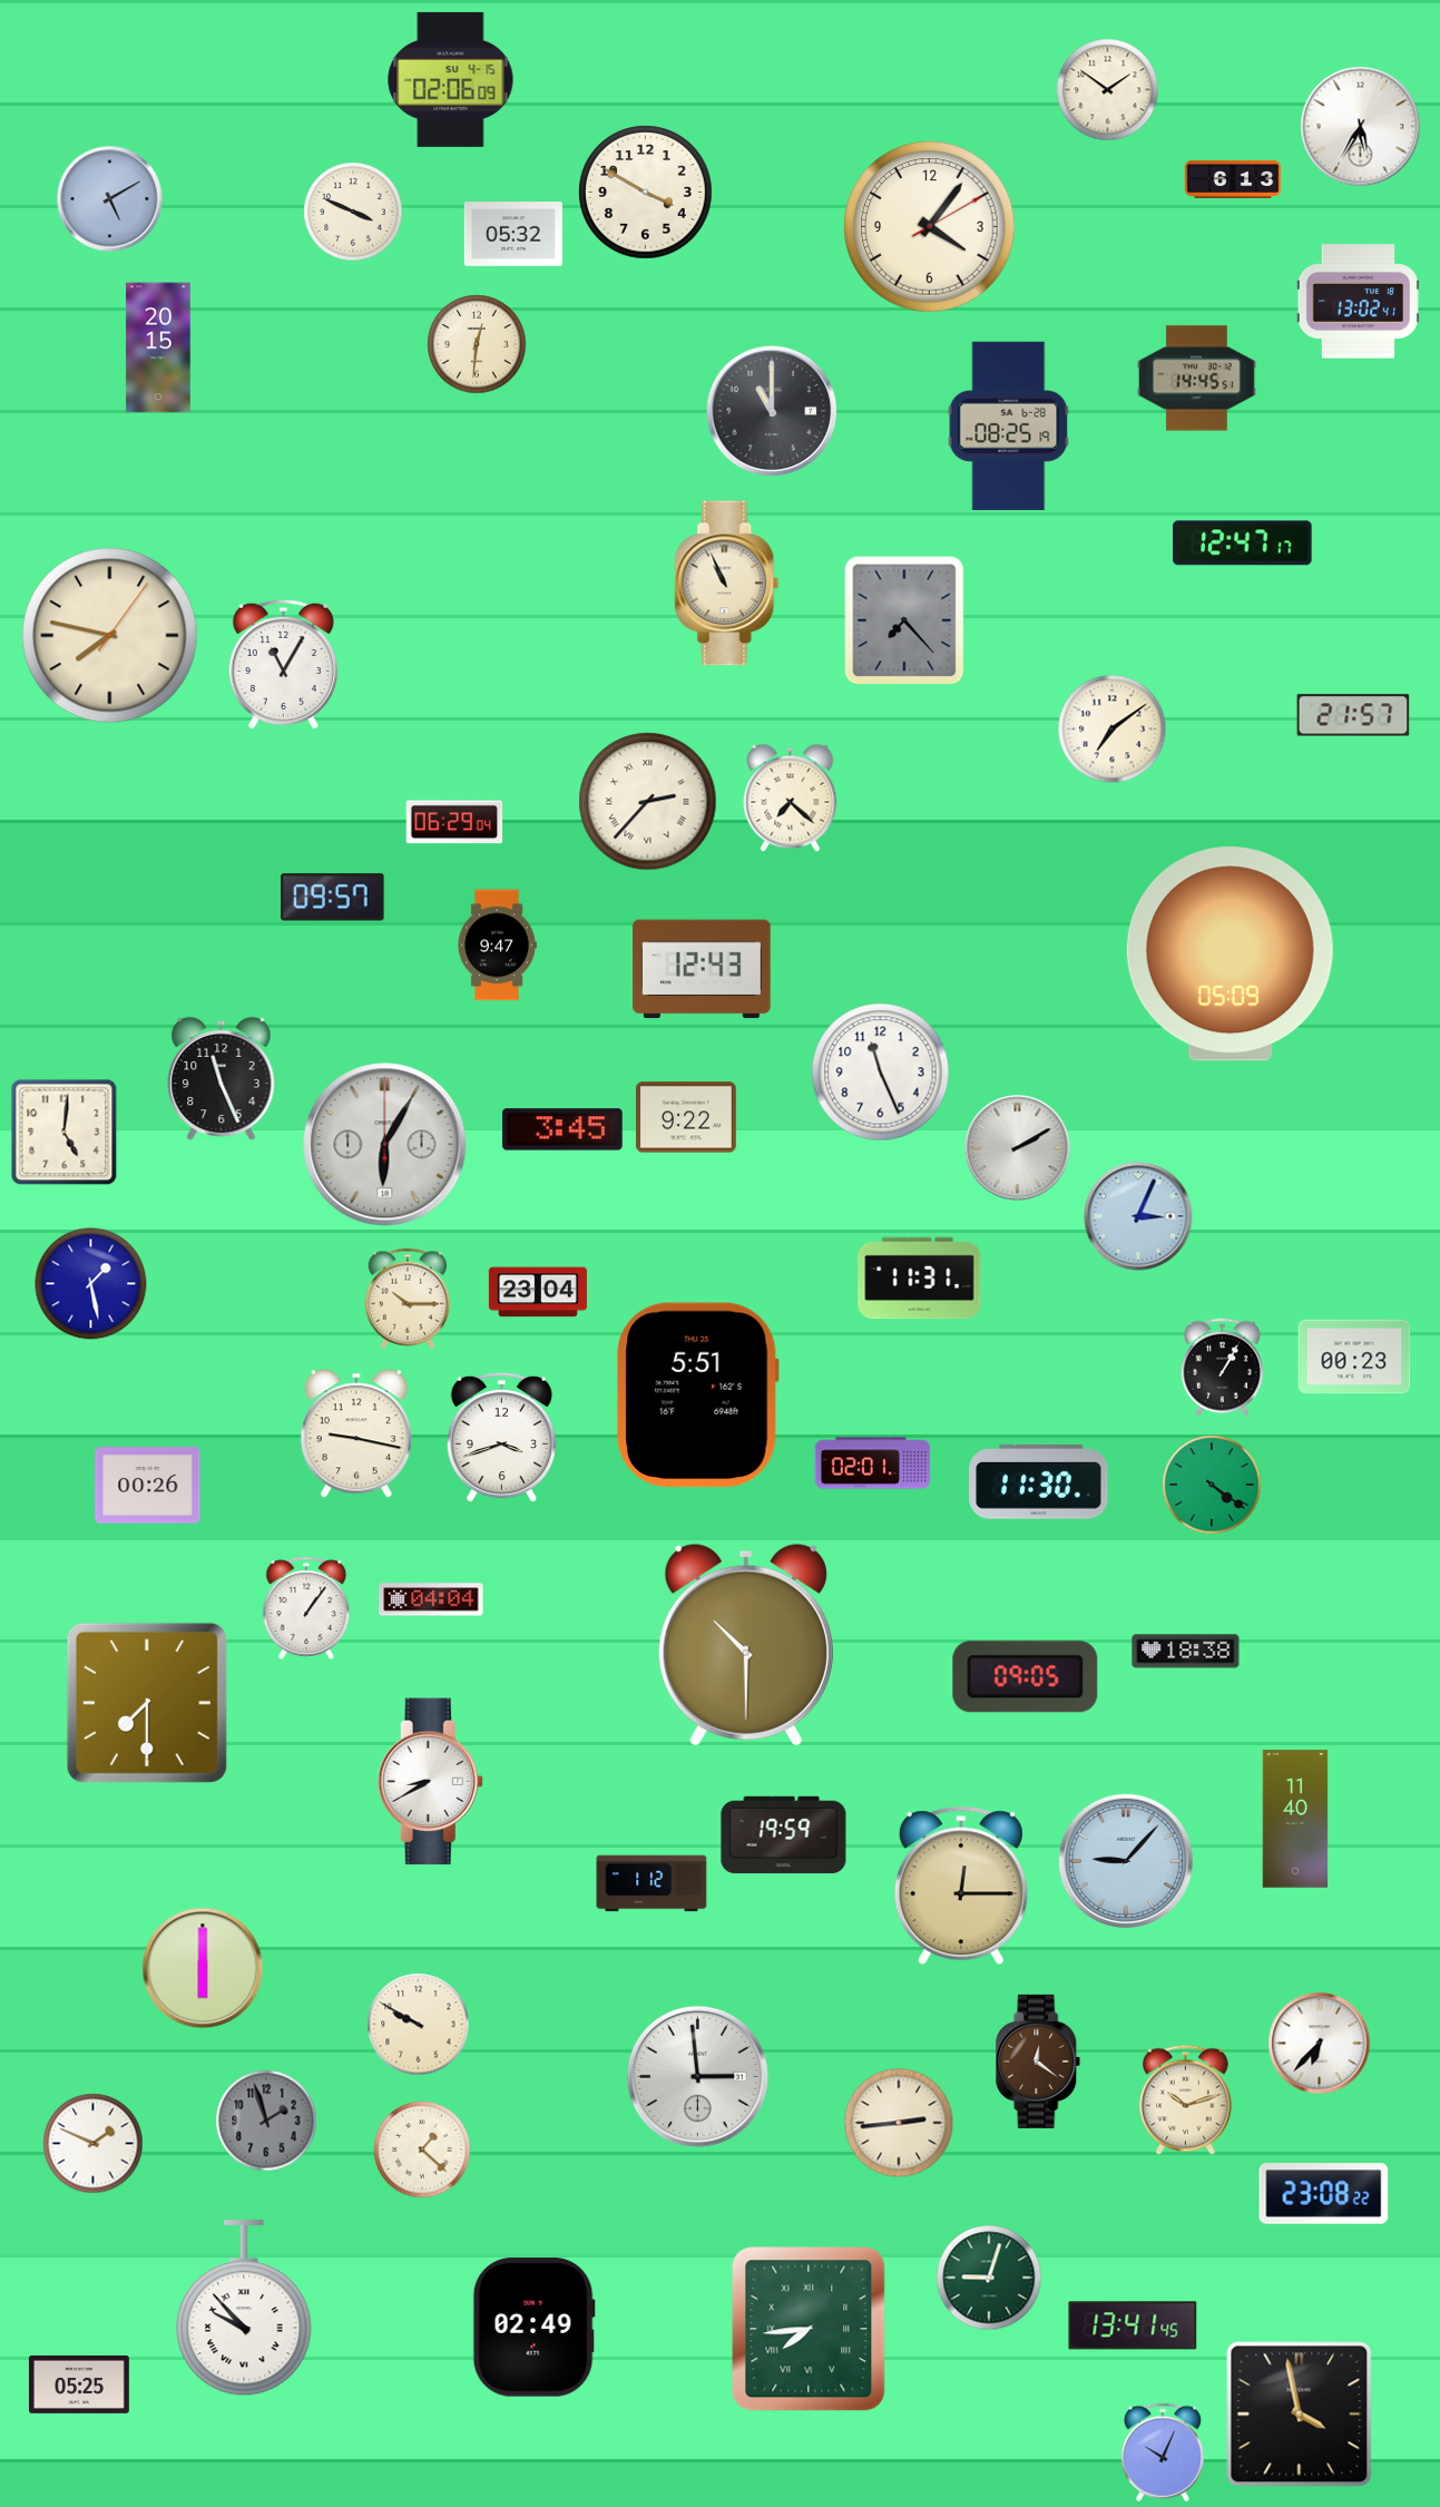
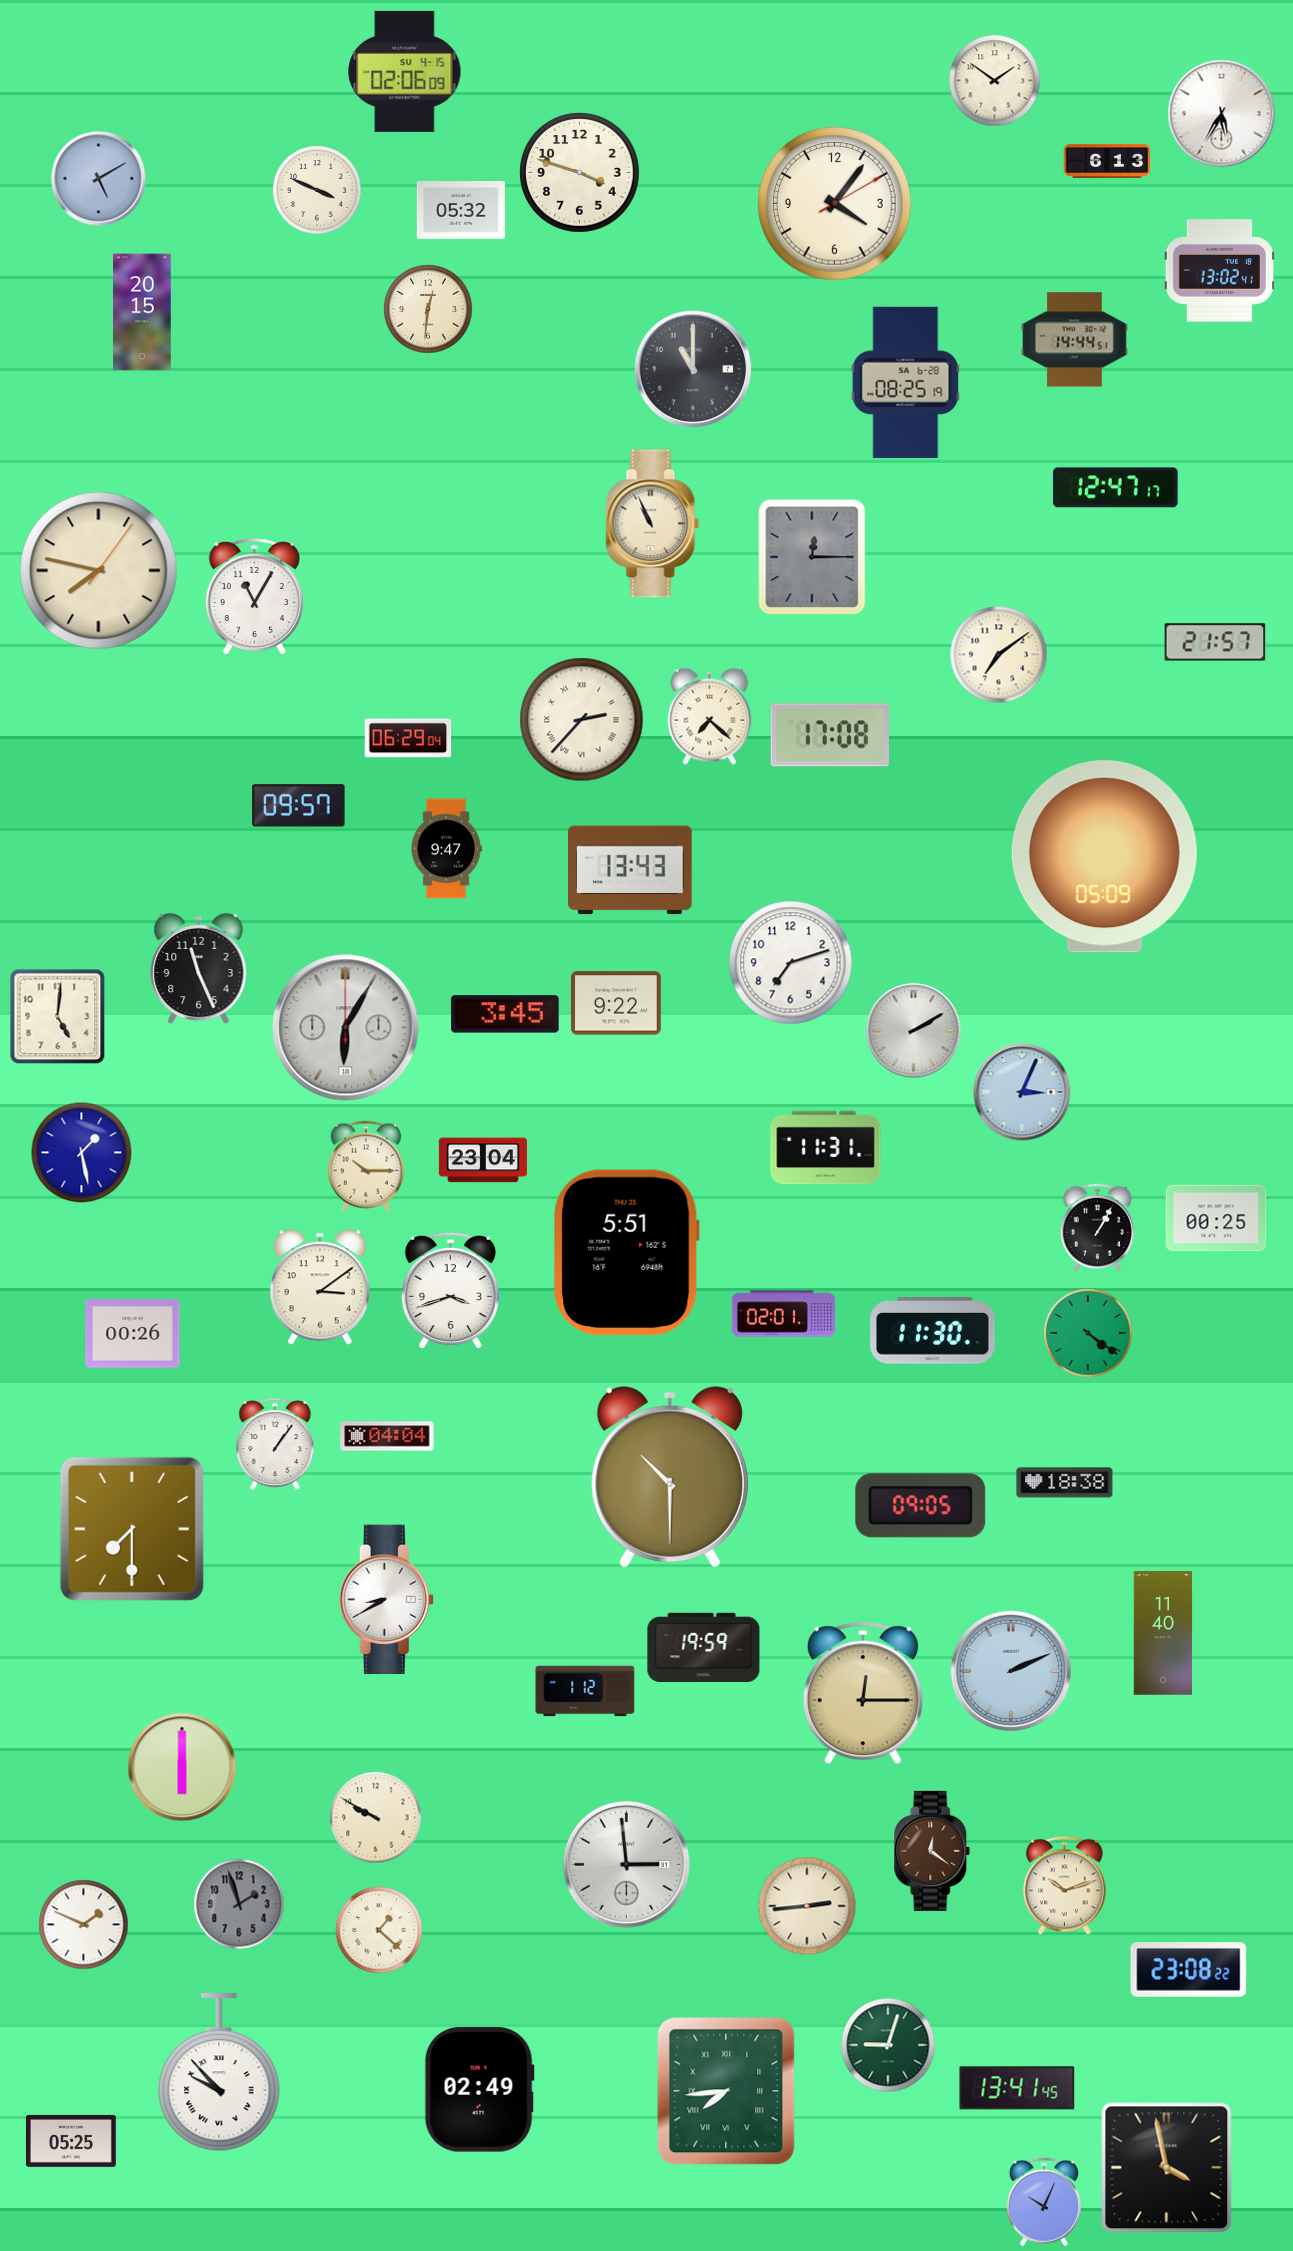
clock at (646, 193): 3:50 -> 3:48
clock at (1197, 379): 14:45 -> 14:44
clock at (904, 620): 7:23 -> 12:15
clock at (829, 735): none -> 17:08
clock at (702, 969): 12:43 -> 13:43
clock at (881, 1073): 11:26 -> 7:12
clock at (1354, 1357): 00:23 -> 00:25
clock at (356, 1433): 9:17 -> 3:09
clock at (1125, 1860): 9:07 -> 2:11
clock at (1320, 2044): 6:37 -> none
